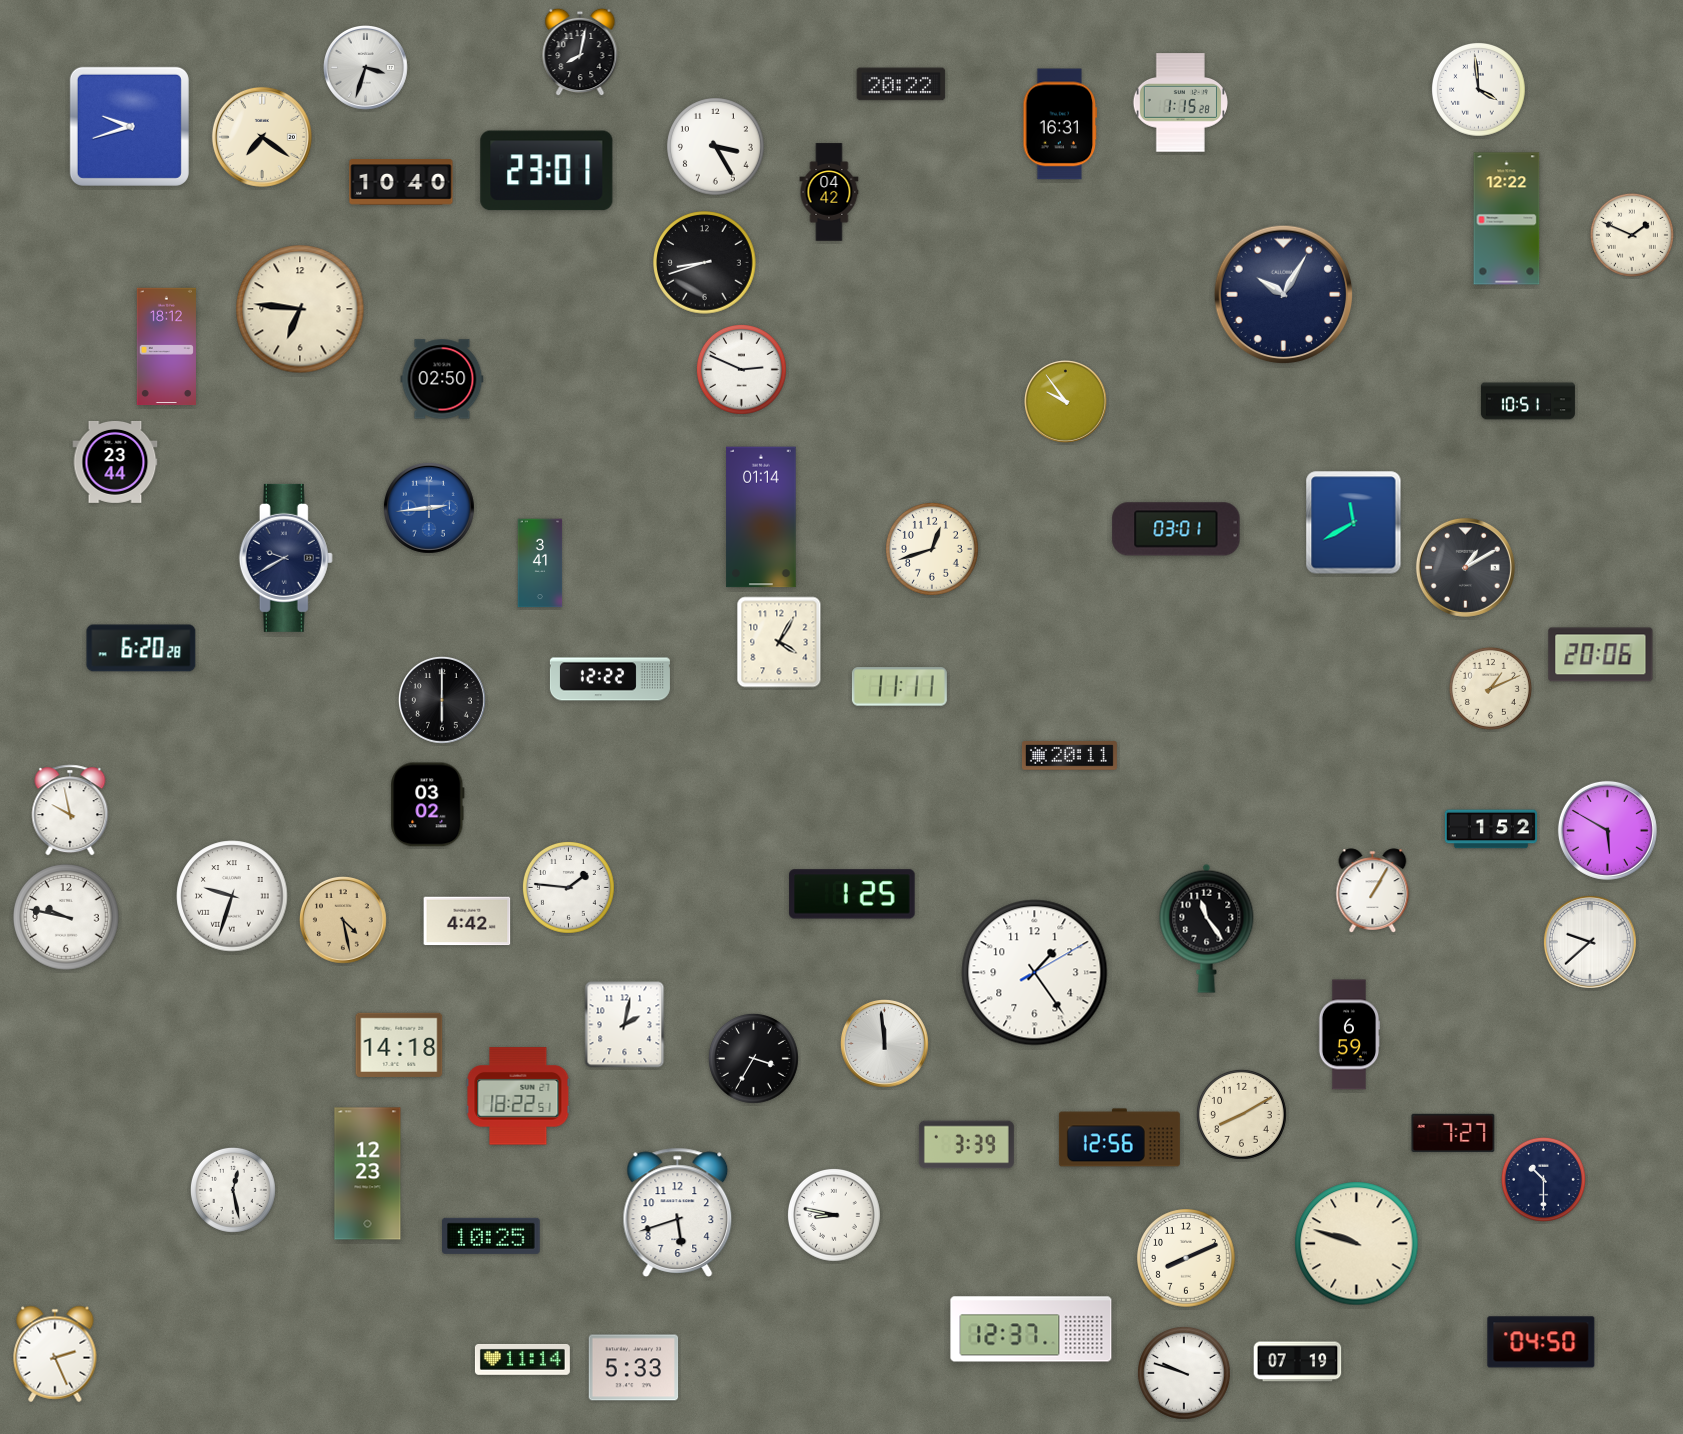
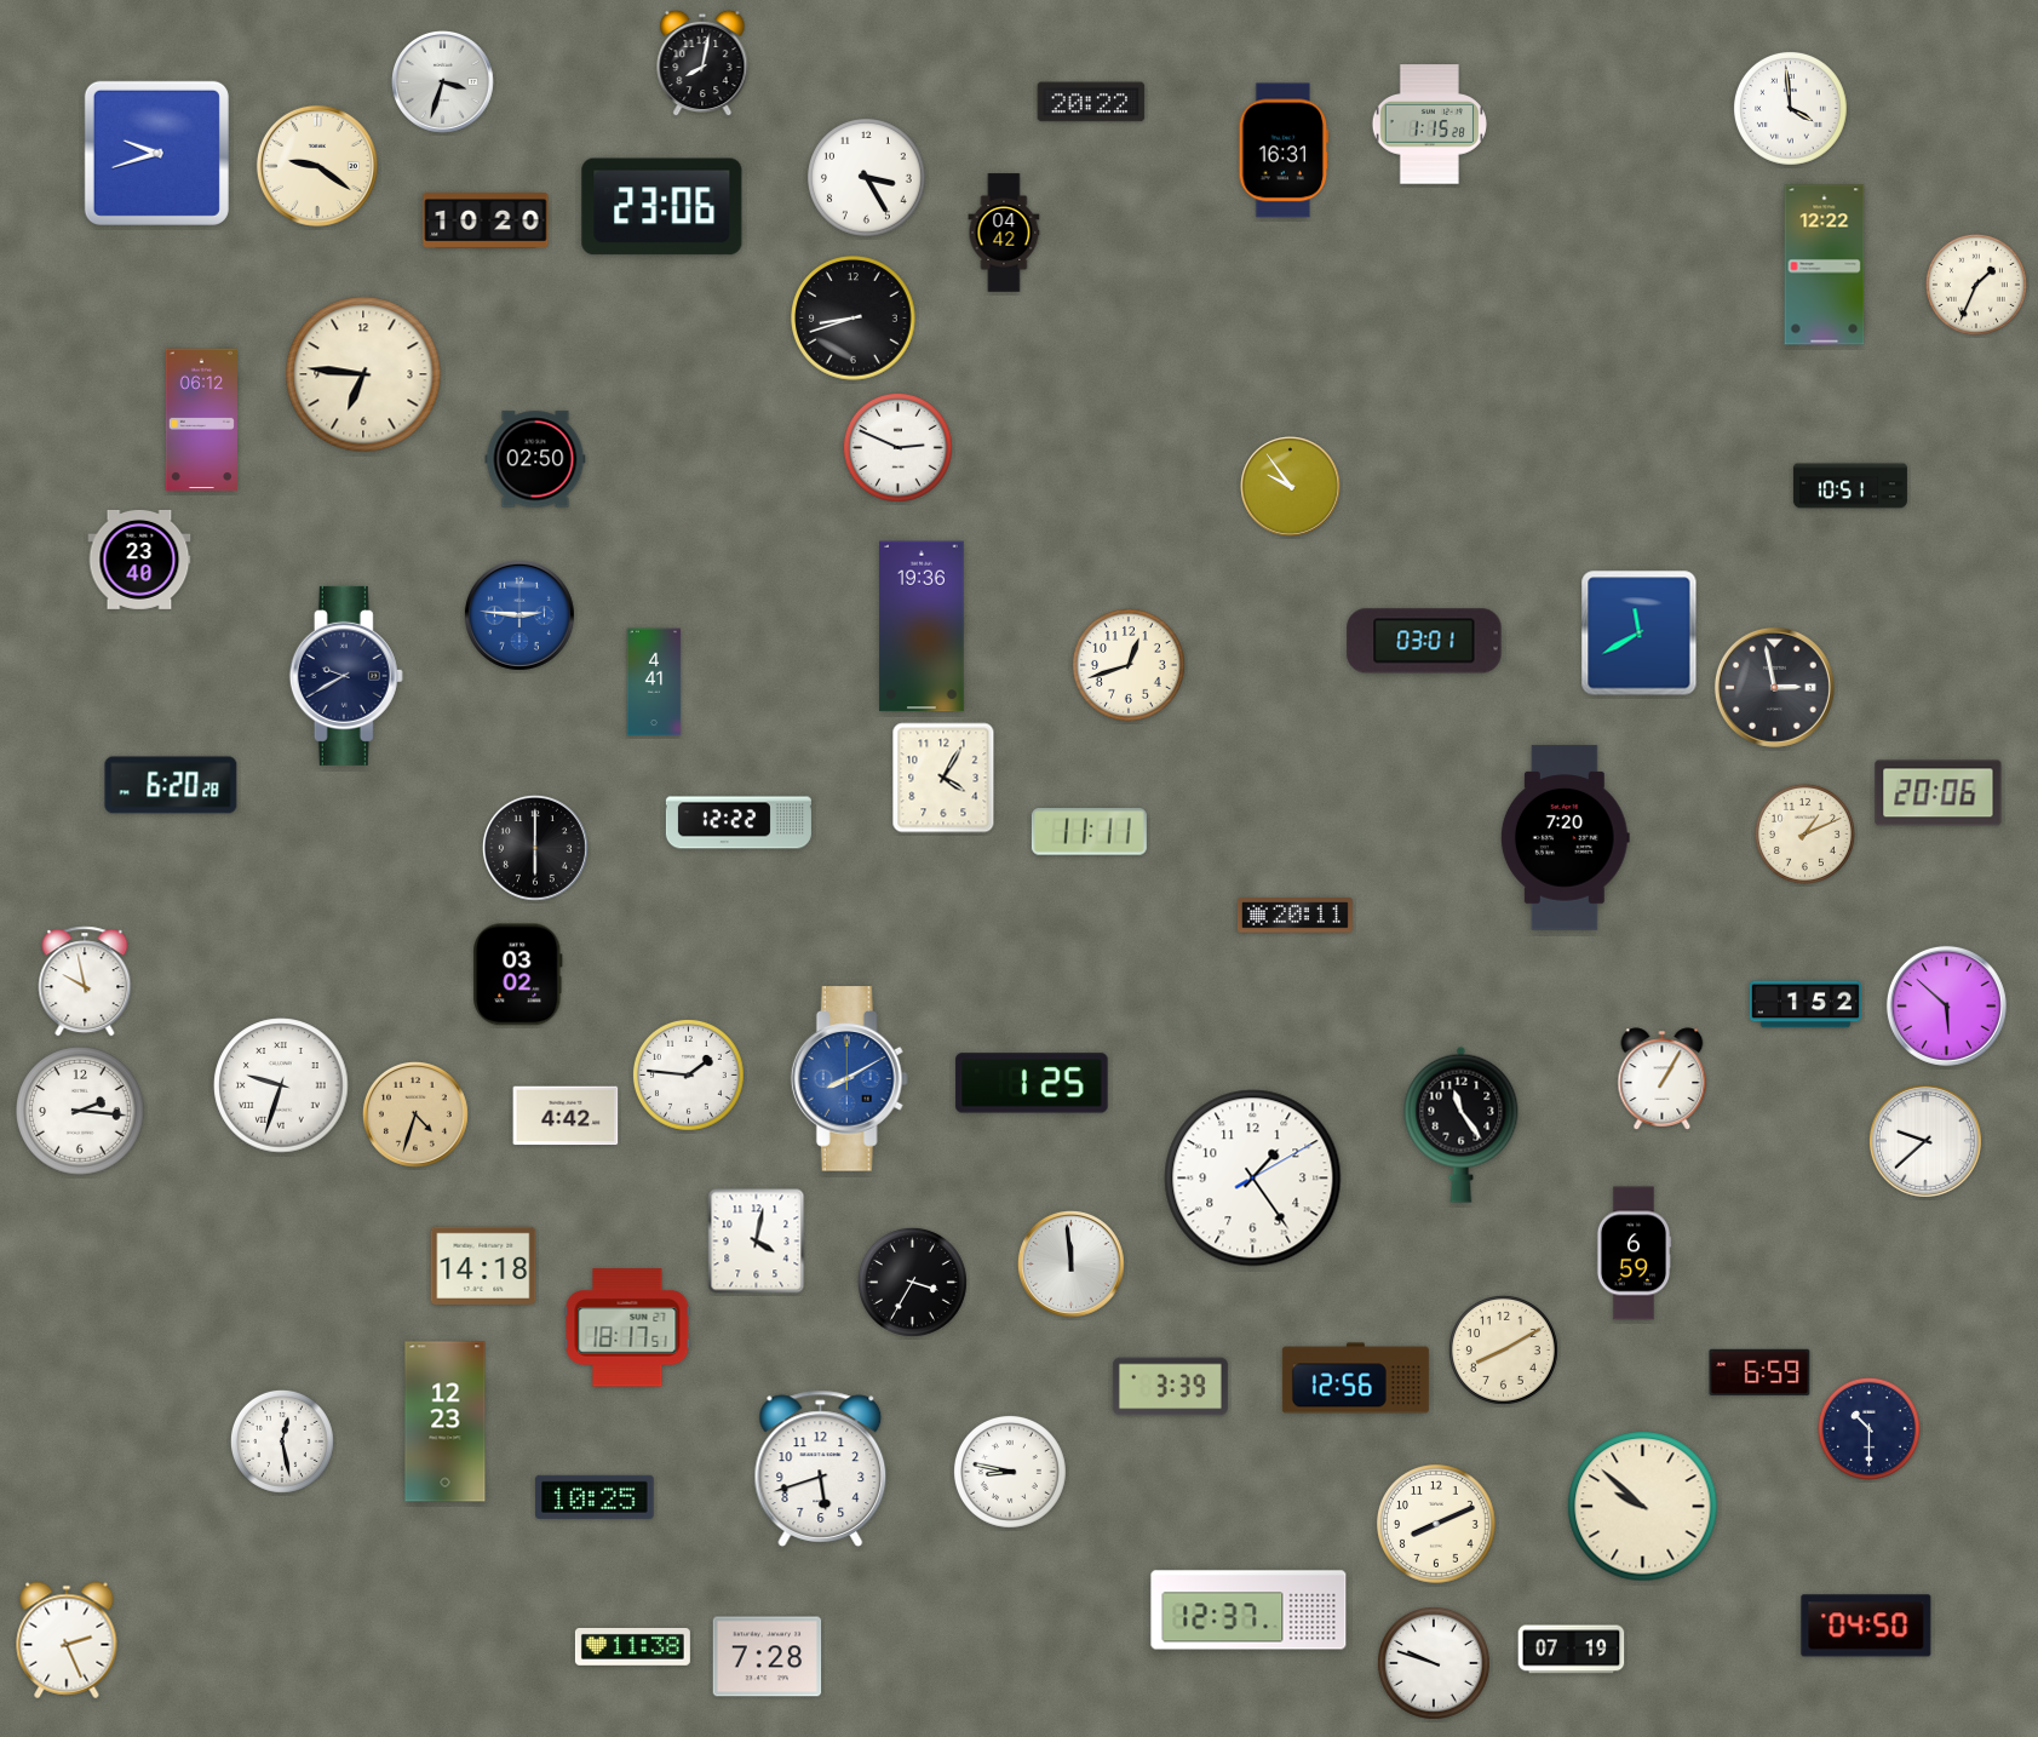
clock at (262, 137): 7:21 -> 9:21
clock at (547, 171): 23:01 -> 23:06
clock at (401, 182): 10:40 -> 10:20
clock at (1632, 235): 1:49 -> 1:34
clock at (1284, 295): 10:05 -> none
clock at (166, 347): 18:12 -> 06:12
clock at (115, 462): 23:44 -> 23:40
clock at (429, 508): 2:44 -> 2:46
clock at (761, 517): 01:14 -> 19:36
clock at (540, 563): 3:41 -> 4:41
clock at (1465, 567): 1:10 -> 2:58
clock at (1565, 838): none -> 7:20
clock at (1607, 830): 5:50 -> 5:52
clock at (849, 1079): none -> 8:10
clock at (66, 917): 9:47 -> 2:16
clock at (343, 920): 4:28 -> 4:33
clock at (625, 1025): 2:02 -> 4:02
clock at (518, 1096): 18:22 -> 18:17
clock at (1453, 1132): 7:27 -> 6:59
clock at (1357, 1244): 9:48 -> 9:52
clock at (522, 1359): 11:14 -> 11:38
clock at (634, 1368): 5:33 -> 7:28
